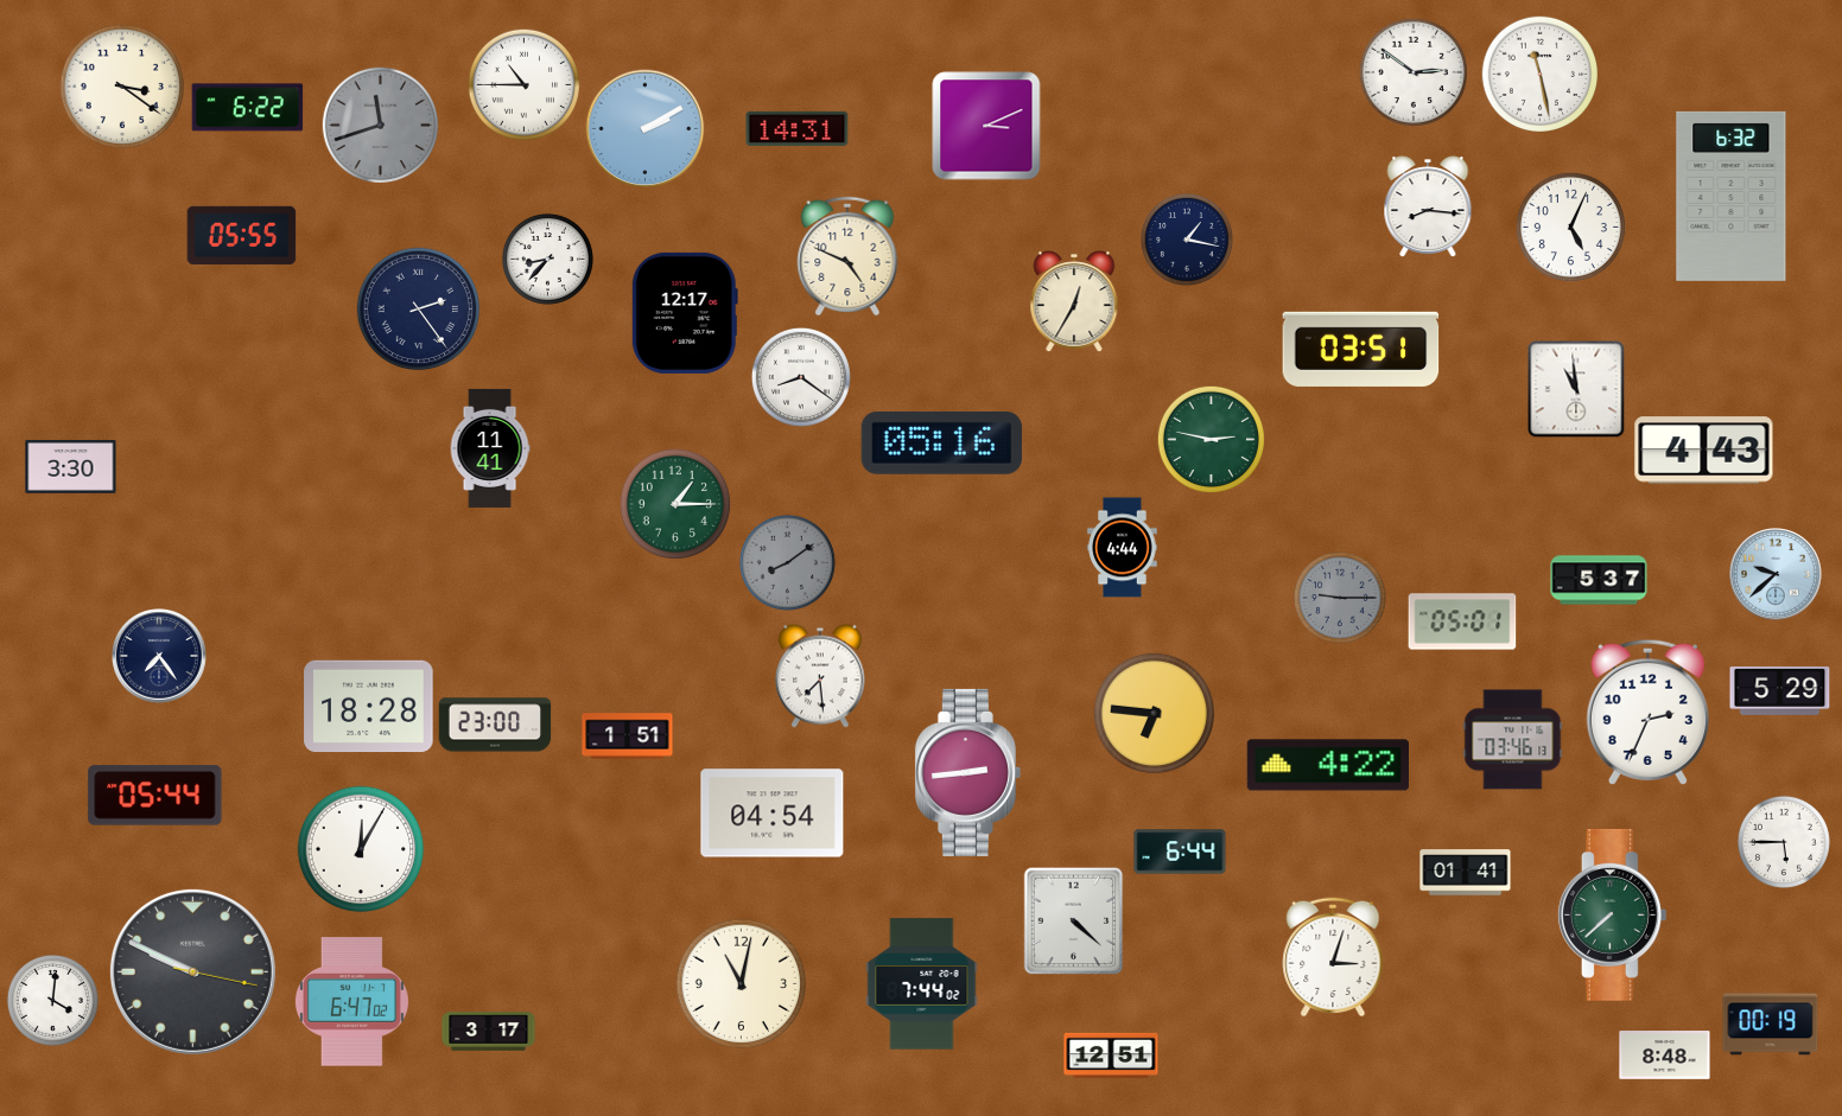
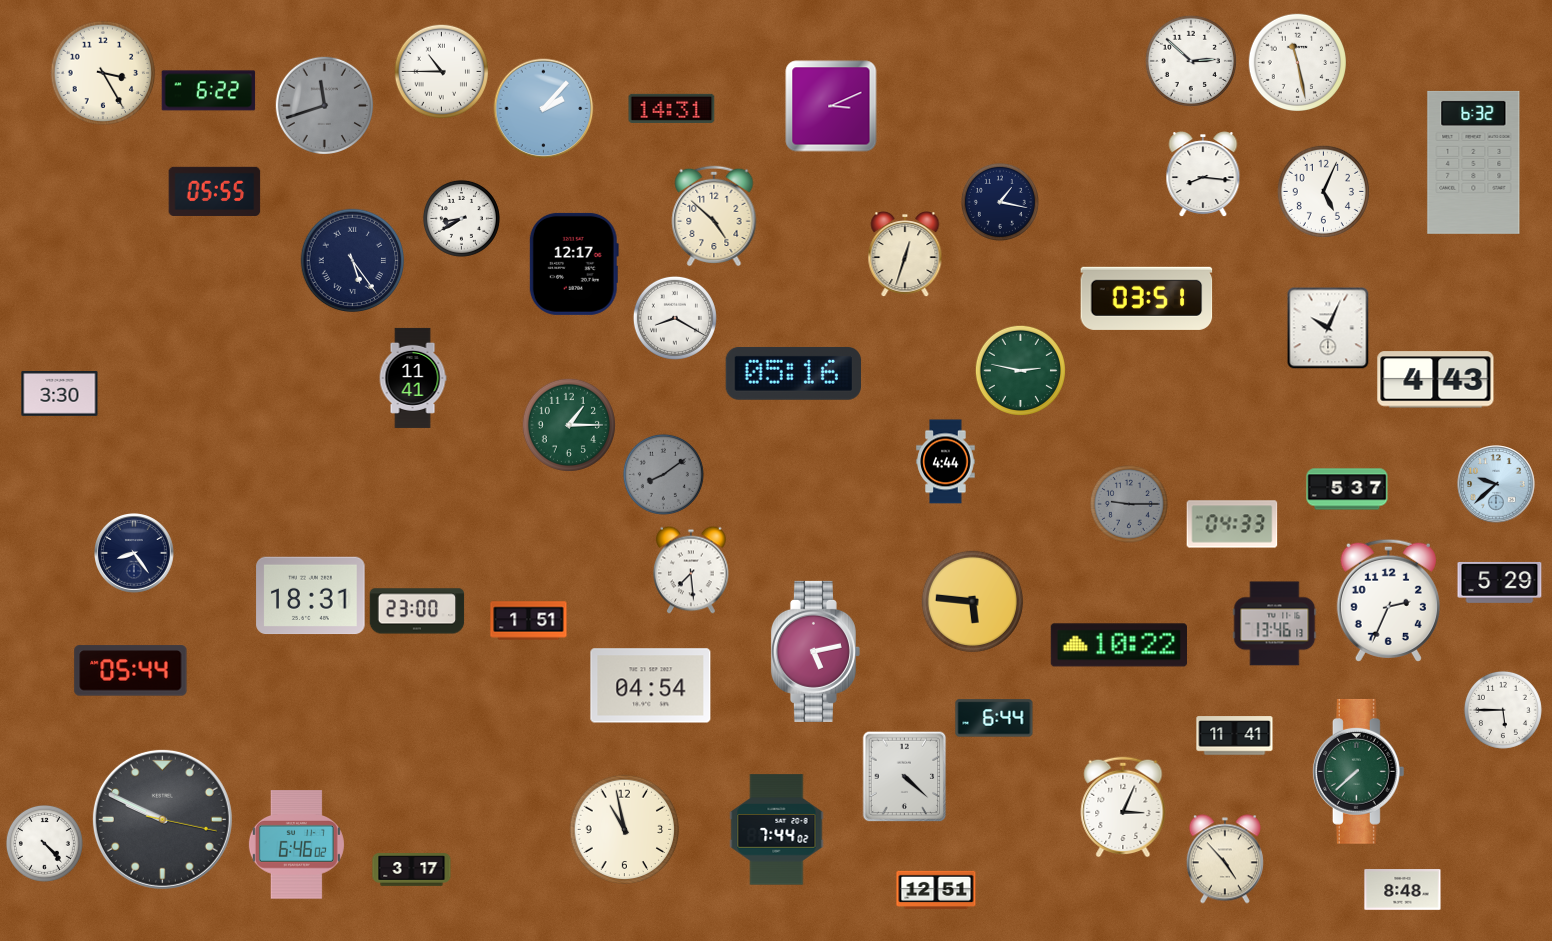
clock at (1414, 72): 2:51 -> 2:52
clock at (122, 87): 3:21 -> 3:25
clock at (380, 125) position: (380, 125) -> (324, 105)
clock at (646, 129): 2:10 -> 2:07
clock at (1732, 196) position: (1732, 196) -> (1474, 162)
clock at (242, 235) position: (242, 235) -> (215, 191)
clock at (847, 256): 4:49 -> 4:52
clock at (547, 259): 8:37 -> 8:40
clock at (1074, 301): 12:35 -> 12:33
clock at (419, 310): 2:24 -> 5:24
clock at (685, 313) position: (685, 313) -> (574, 264)
clock at (1361, 349) position: (1361, 349) -> (1147, 298)
clock at (801, 377): 8:21 -> 8:20
clock at (1576, 389): 10:59 -> 10:04
clock at (1462, 621): 05:01 -> 04:33
clock at (159, 656): 7:24 -> 8:24
clock at (369, 707): 18:28 -> 18:31
clock at (1155, 714): 6:46 -> 5:46
clock at (1513, 740): 03:46 -> 13:46
clock at (1327, 765): 4:22 -> 10:22
clock at (967, 772): 2:44 -> 5:13
clock at (361, 849): 12:05 -> none
clock at (1466, 873): 01:41 -> 11:41
clock at (1333, 957): 3:03 -> 3:04
clock at (742, 984): 11:02 -> 10:58
clock at (52, 1000): 4:01 -> 4:23
clock at (351, 1002): 6:47 -> 6:46
clock at (1225, 859): none -> 4:53
clock at (1771, 1025): 00:19 -> none
